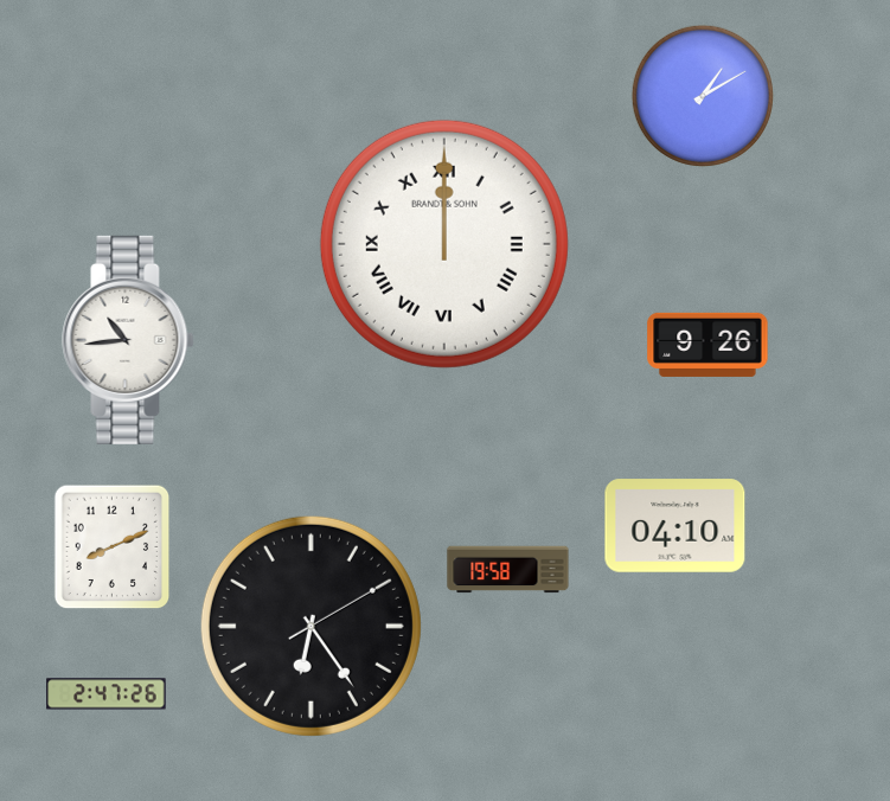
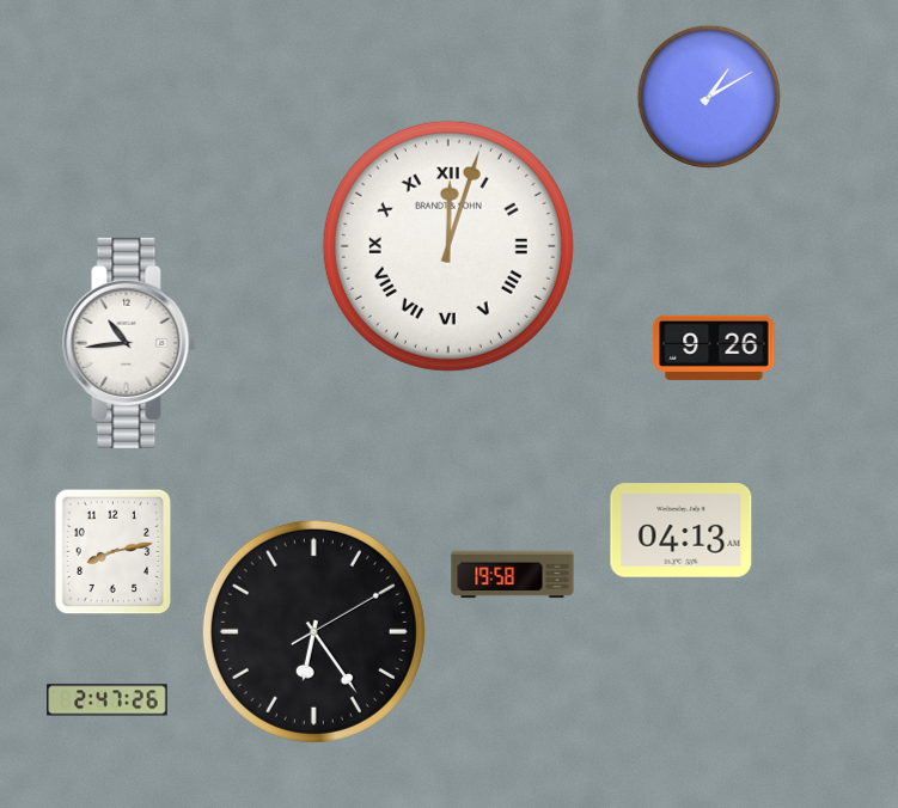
clock at (444, 244): 12:00 -> 12:03
clock at (675, 526): 04:10 -> 04:13
clock at (113, 547): 8:11 -> 8:13
